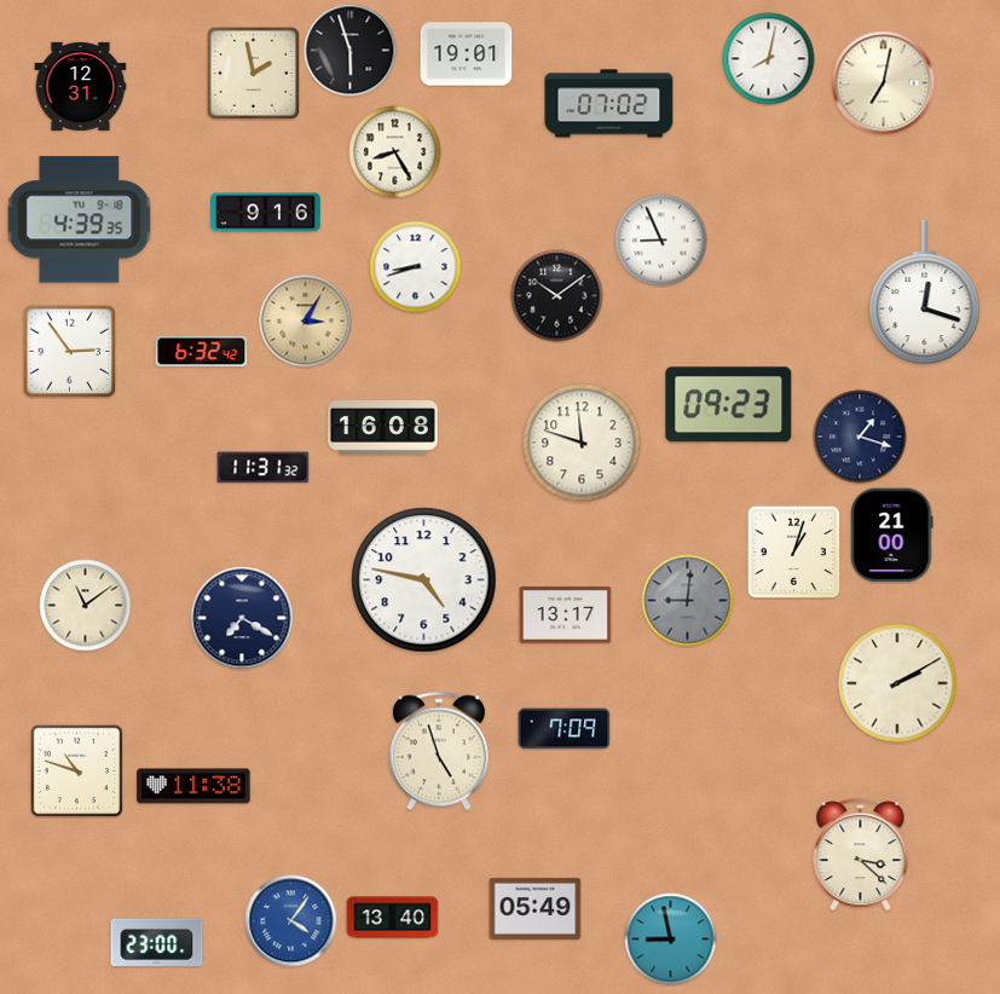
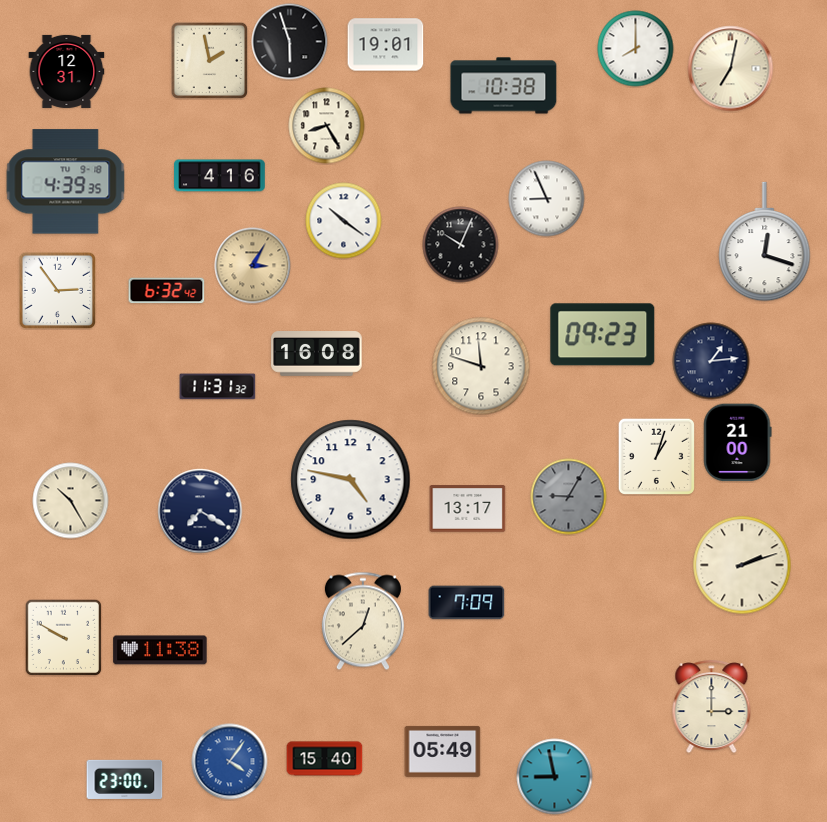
clock at (769, 59): 8:02 -> 8:00
clock at (609, 104): 07:02 -> 10:38
clock at (266, 213): 9:16 -> 4:16
clock at (416, 267): 8:42 -> 10:21
clock at (557, 296): 10:09 -> 10:04
clock at (860, 437): 1:18 -> 1:14
clock at (688, 601): 9:01 -> 9:05
clock at (86, 606): 11:09 -> 10:25
clock at (897, 683): 2:10 -> 2:12
clock at (439, 751): 4:57 -> 12:38
clock at (76, 770): 10:48 -> 9:50
clock at (861, 855): 3:22 -> 3:00
clock at (393, 918): 13:40 -> 15:40
clock at (291, 921) position: (291, 921) -> (230, 762)
clock at (157, 942) position: (157, 942) -> (125, 779)
